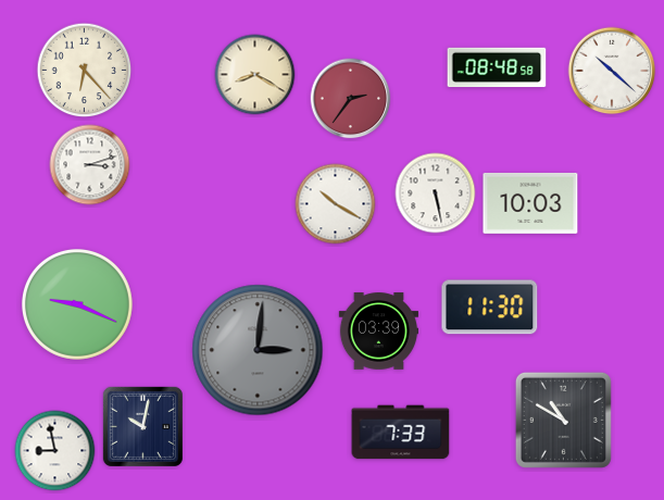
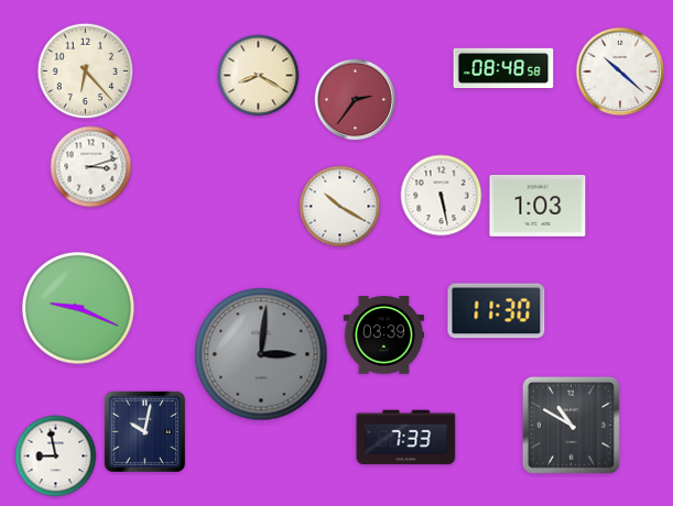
clock at (530, 203): 10:03 -> 1:03
